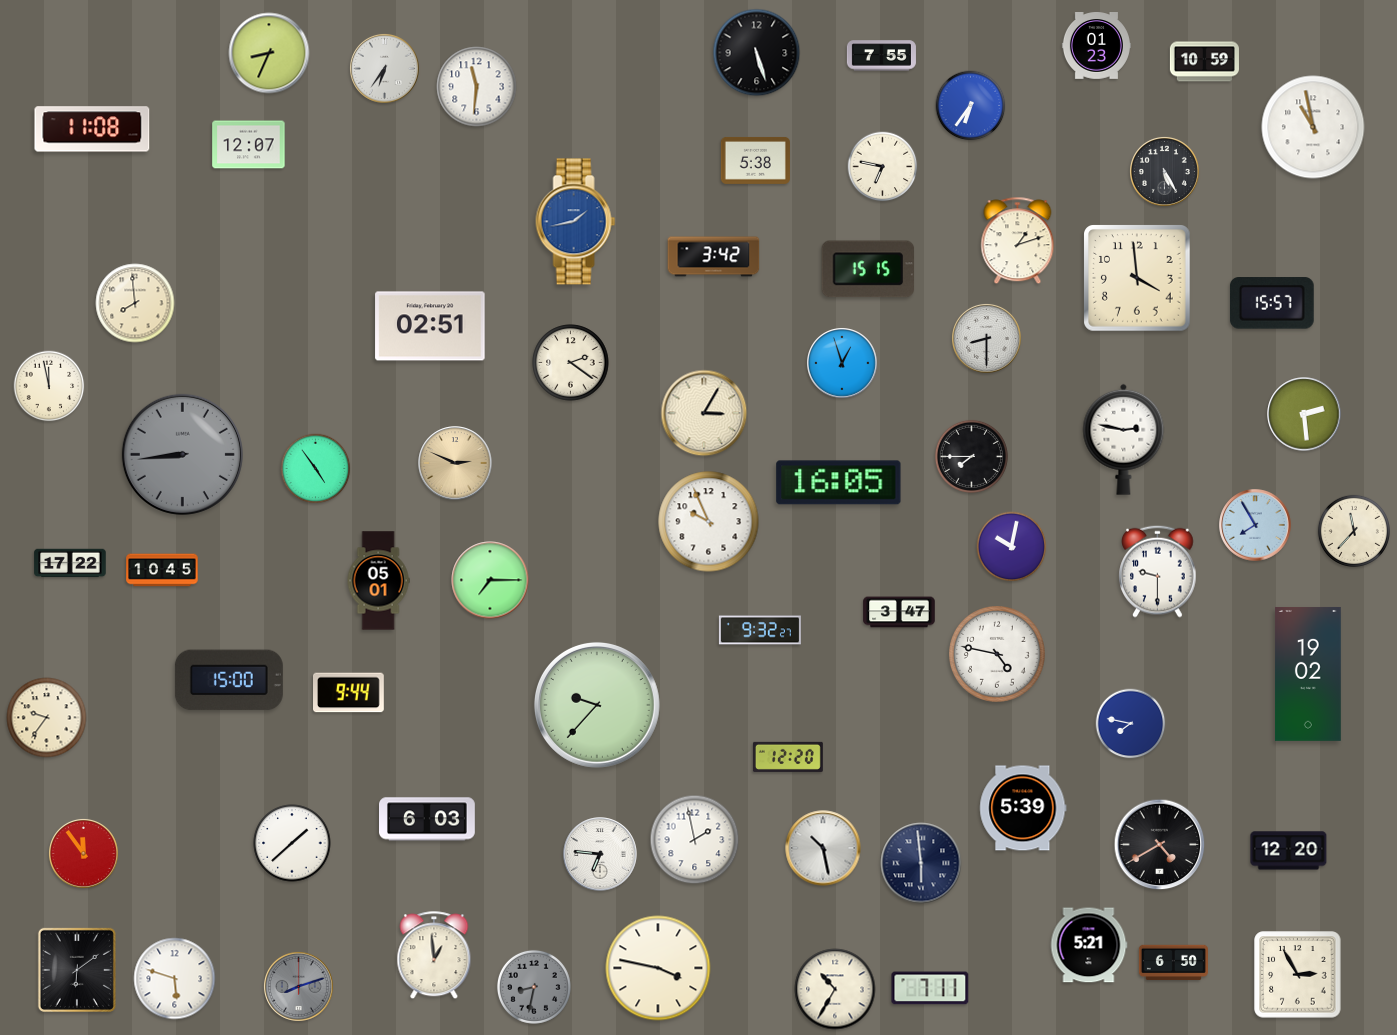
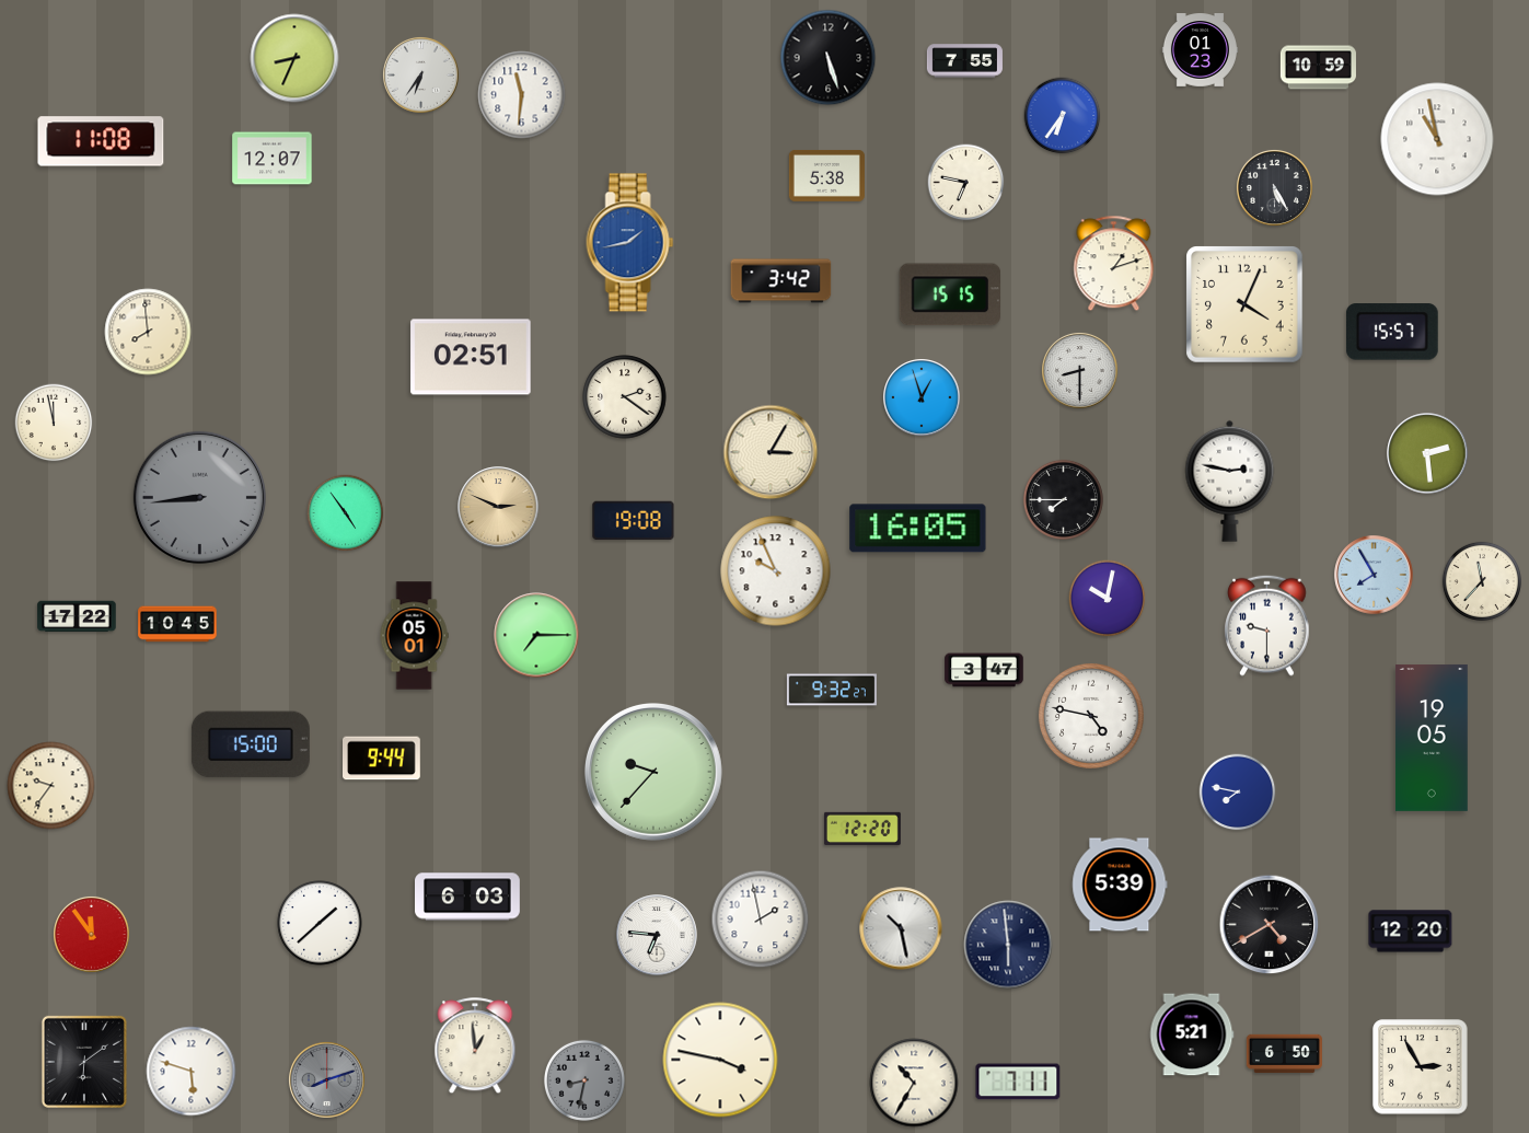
clock at (1137, 278): 3:59 -> 4:04
clock at (634, 521): none -> 19:08
clock at (1309, 674): 19:02 -> 19:05
